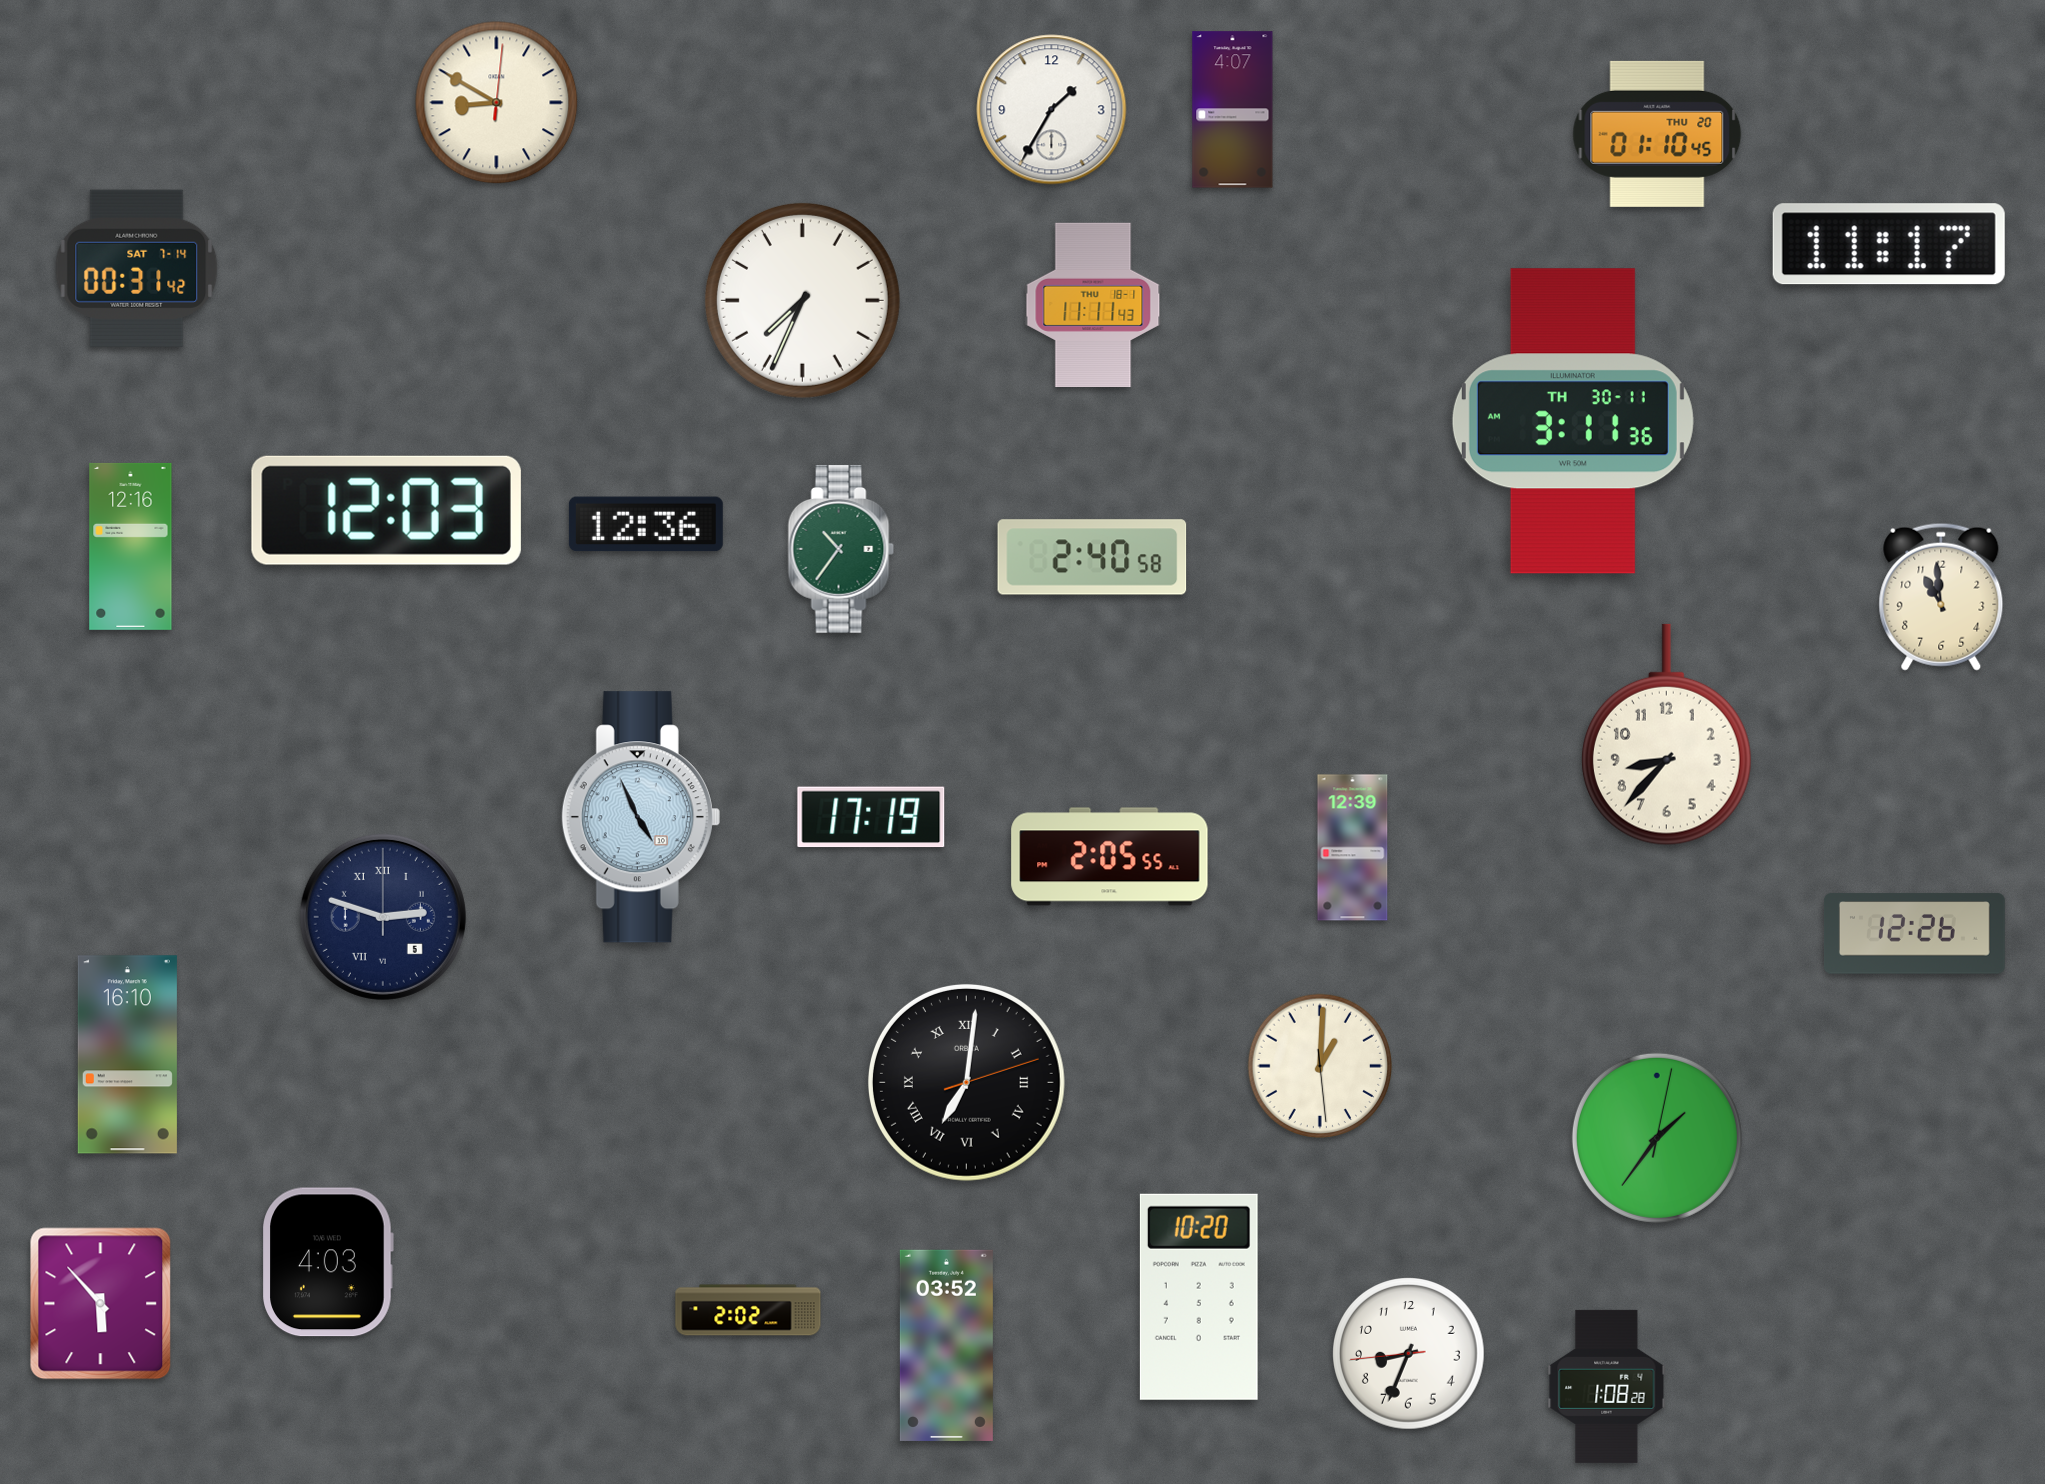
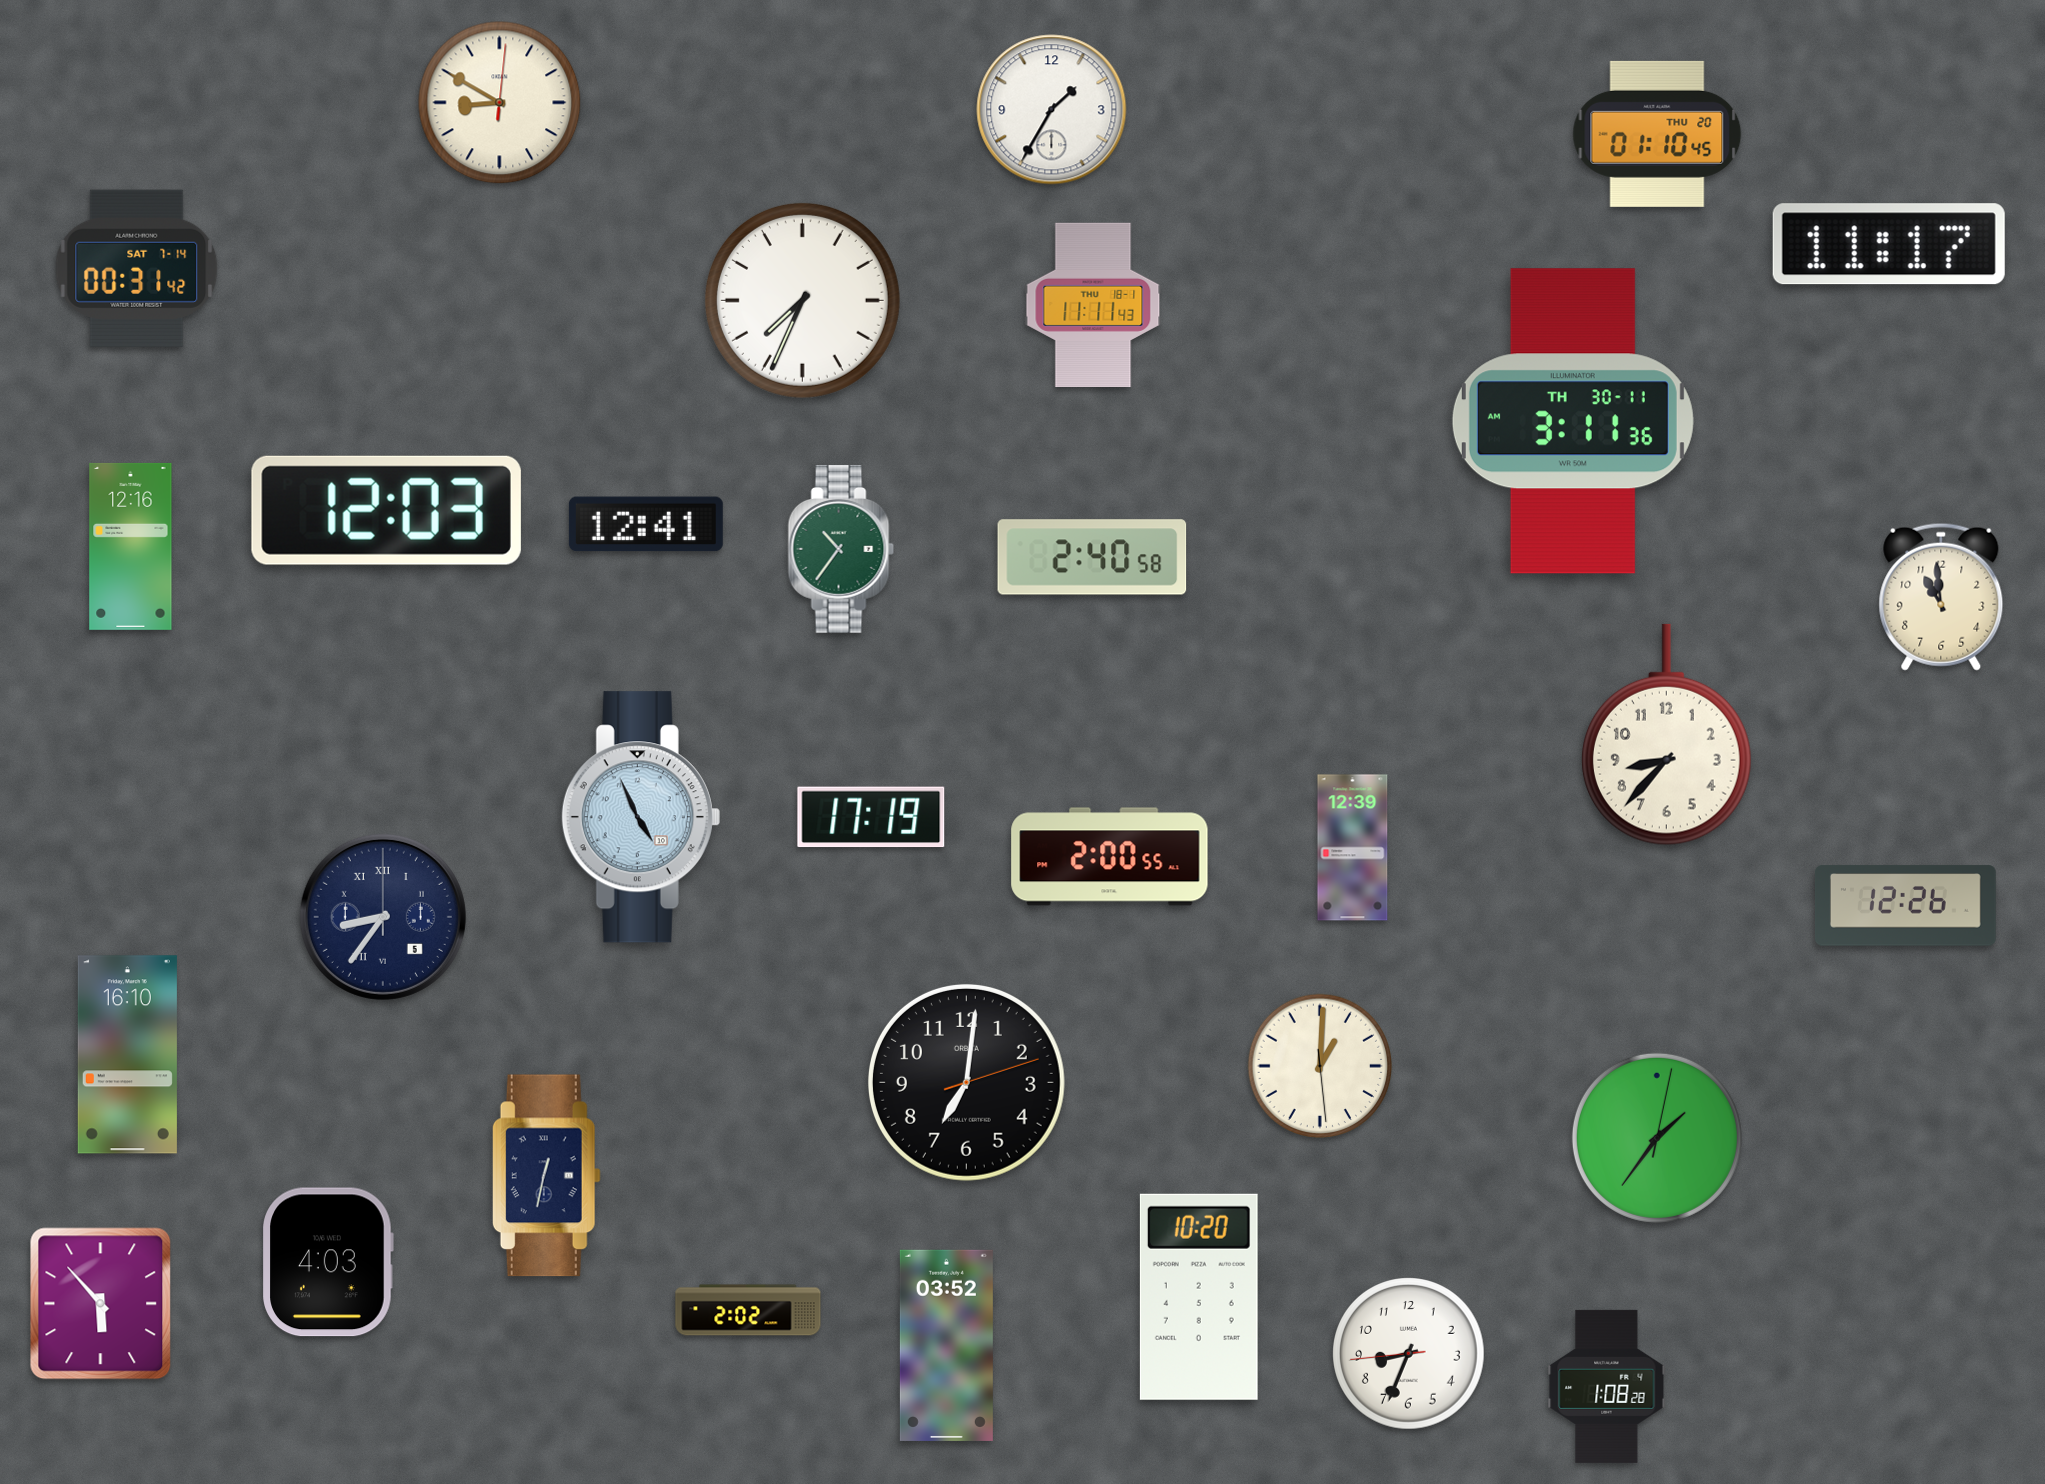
clock at (497, 103) position: (497, 103) -> (500, 103)
clock at (1233, 110): 4:07 -> none
clock at (646, 524): 12:36 -> 12:41
clock at (1110, 857): 2:05 -> 2:00
clock at (383, 917): 2:48 -> 8:36
clock at (1914, 934) position: (1914, 934) -> (1905, 906)
clock at (966, 1082) numerals: Roman -> Arabic
clock at (546, 1176): none -> 12:32
